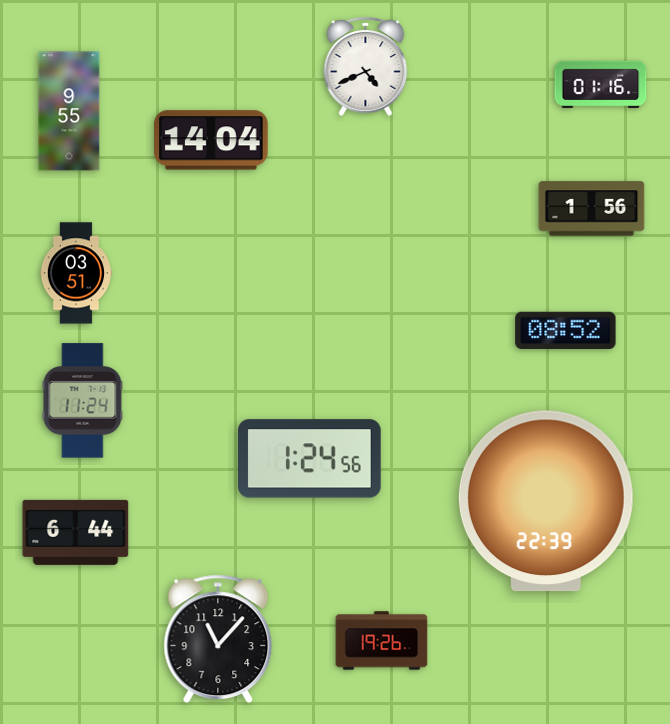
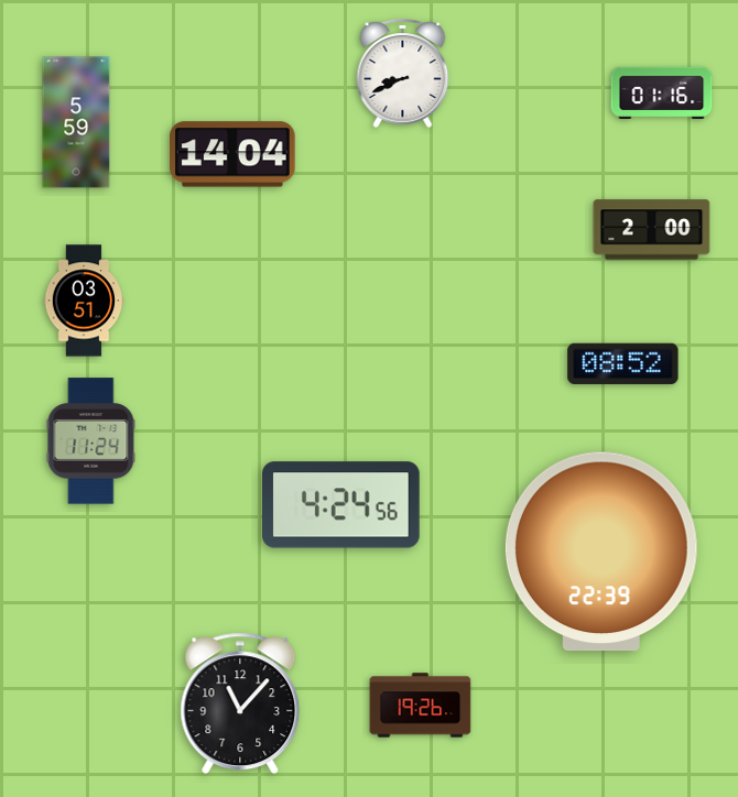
clock at (366, 66): 4:41 -> 8:41
clock at (69, 111): 9:55 -> 5:59
clock at (592, 209): 1:56 -> 2:00
clock at (310, 459): 1:24 -> 4:24
clock at (76, 532): 6:44 -> none
